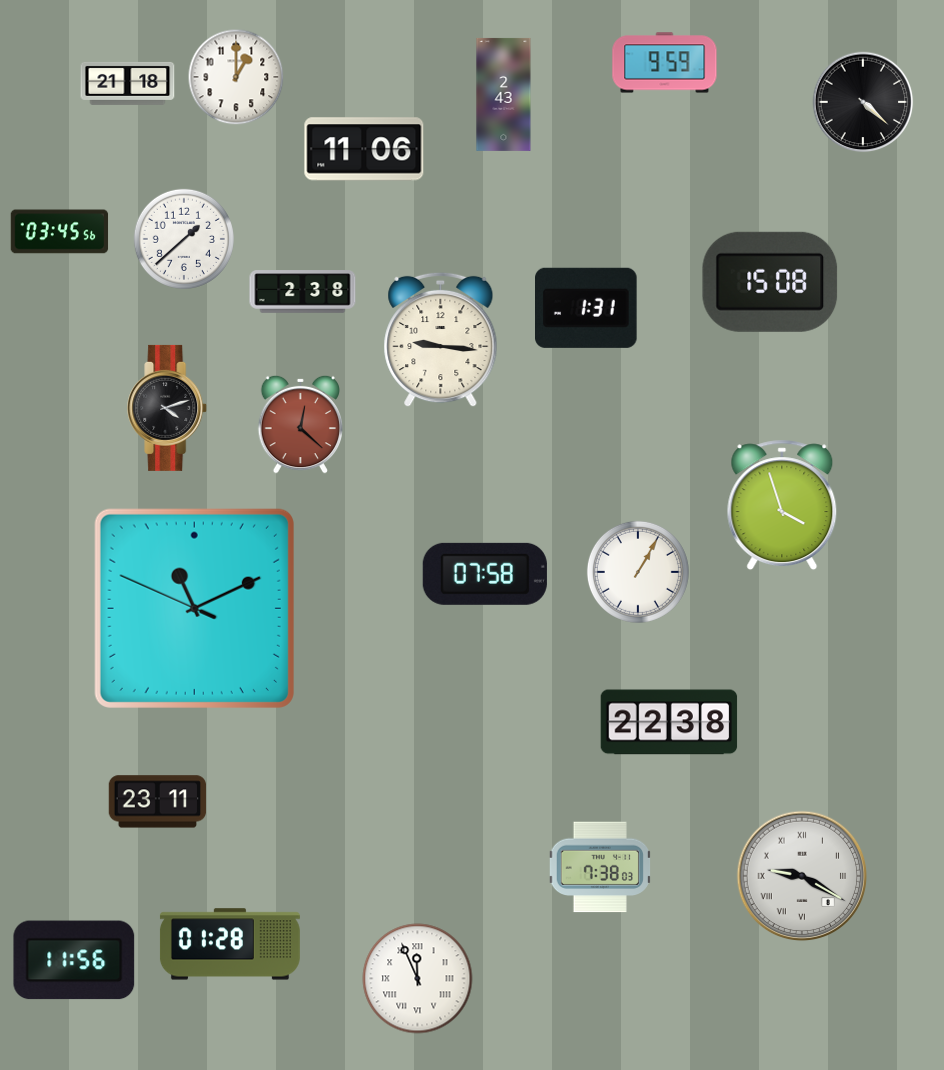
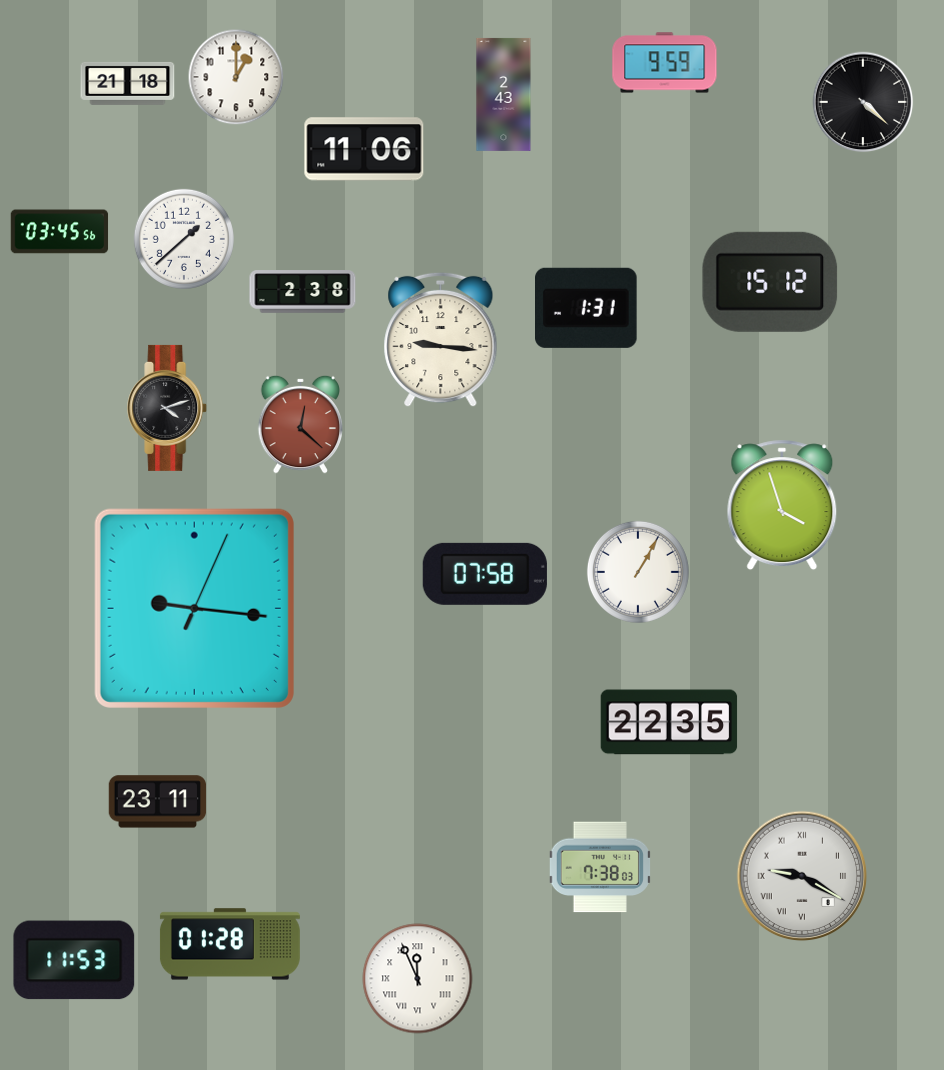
clock at (770, 282): 15:08 -> 15:12
clock at (194, 608): 11:10 -> 9:16
clock at (669, 722): 22:38 -> 22:35
clock at (74, 960): 11:56 -> 11:53
